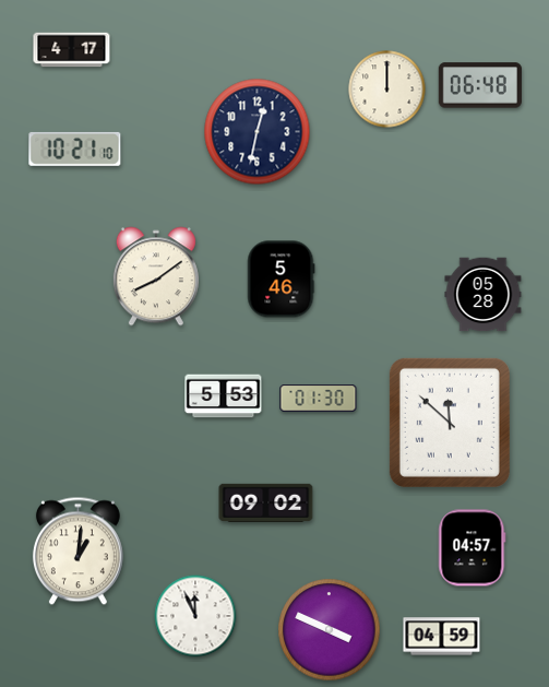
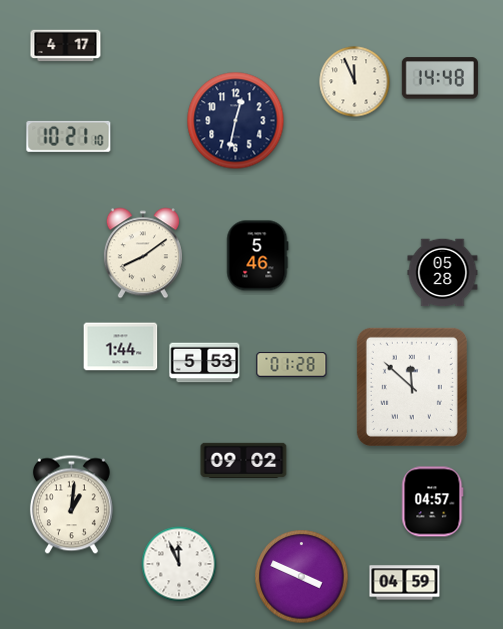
clock at (480, 85): 06:48 -> 14:48
clock at (387, 90): 12:00 -> 11:56
clock at (484, 295) position: (484, 295) -> (443, 273)
clock at (121, 347): none -> 1:44
clock at (319, 399): 01:30 -> 01:28
